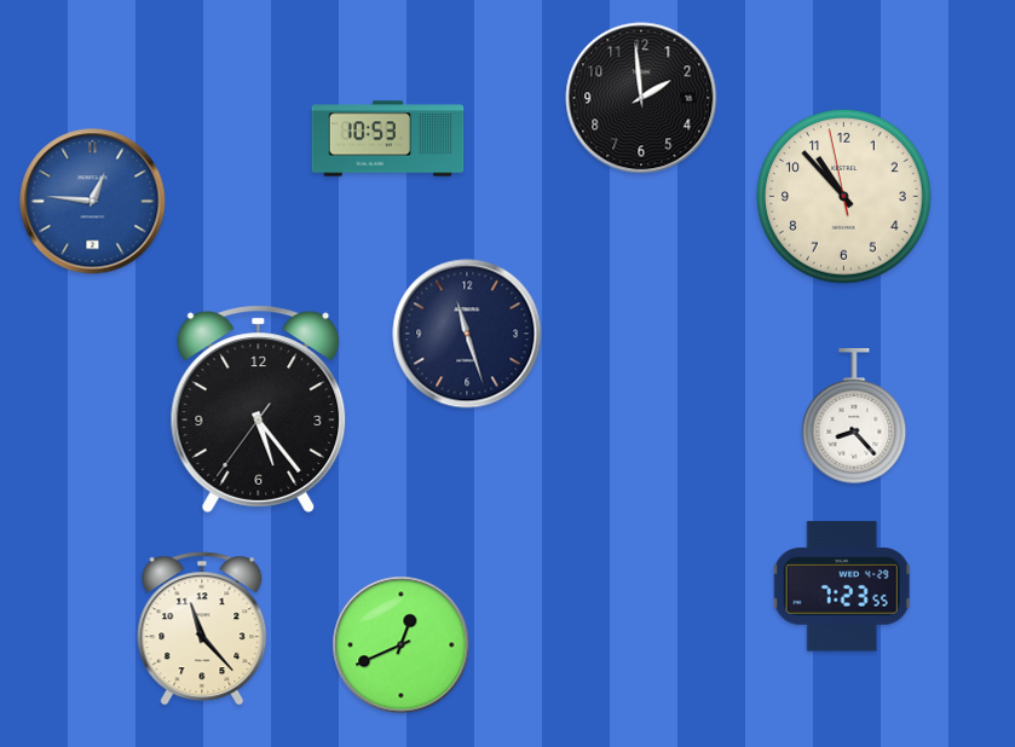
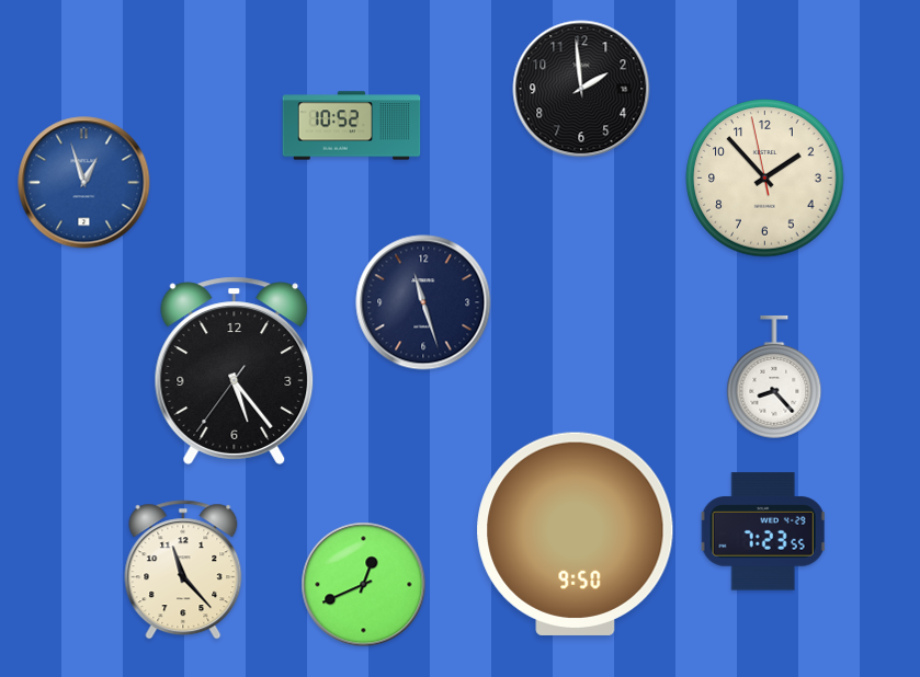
clock at (388, 139): 10:53 -> 10:52
clock at (844, 197): 10:52 -> 1:52
clock at (93, 202): 12:46 -> 12:57
clock at (576, 533): none -> 9:50
